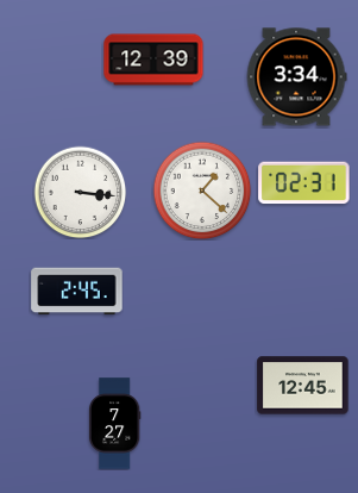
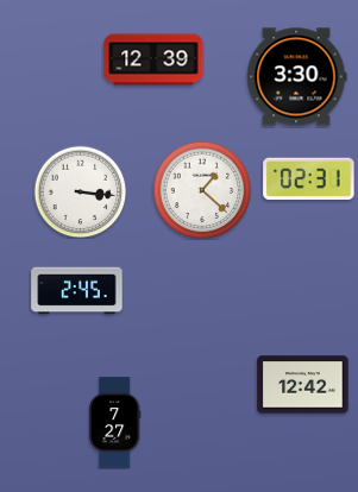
clock at (296, 77): 3:34 -> 3:30
clock at (304, 183) position: (304, 183) -> (309, 179)
clock at (303, 386): 12:45 -> 12:42
